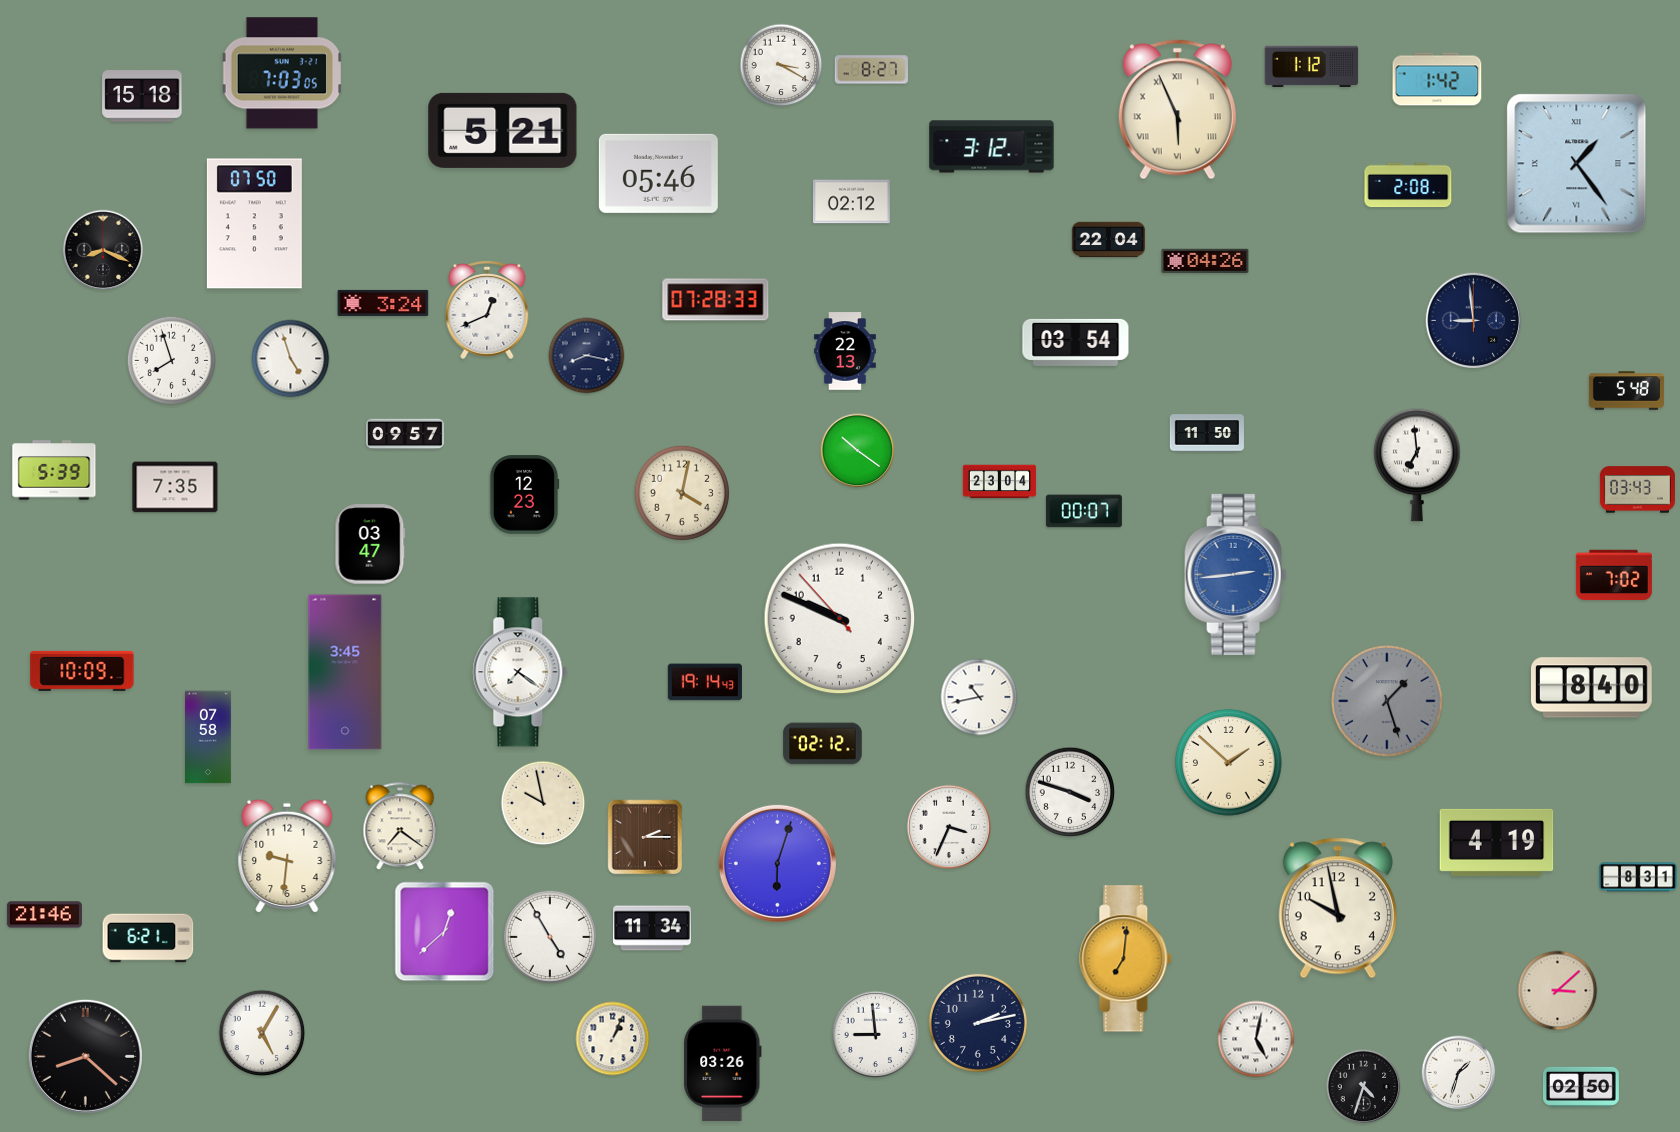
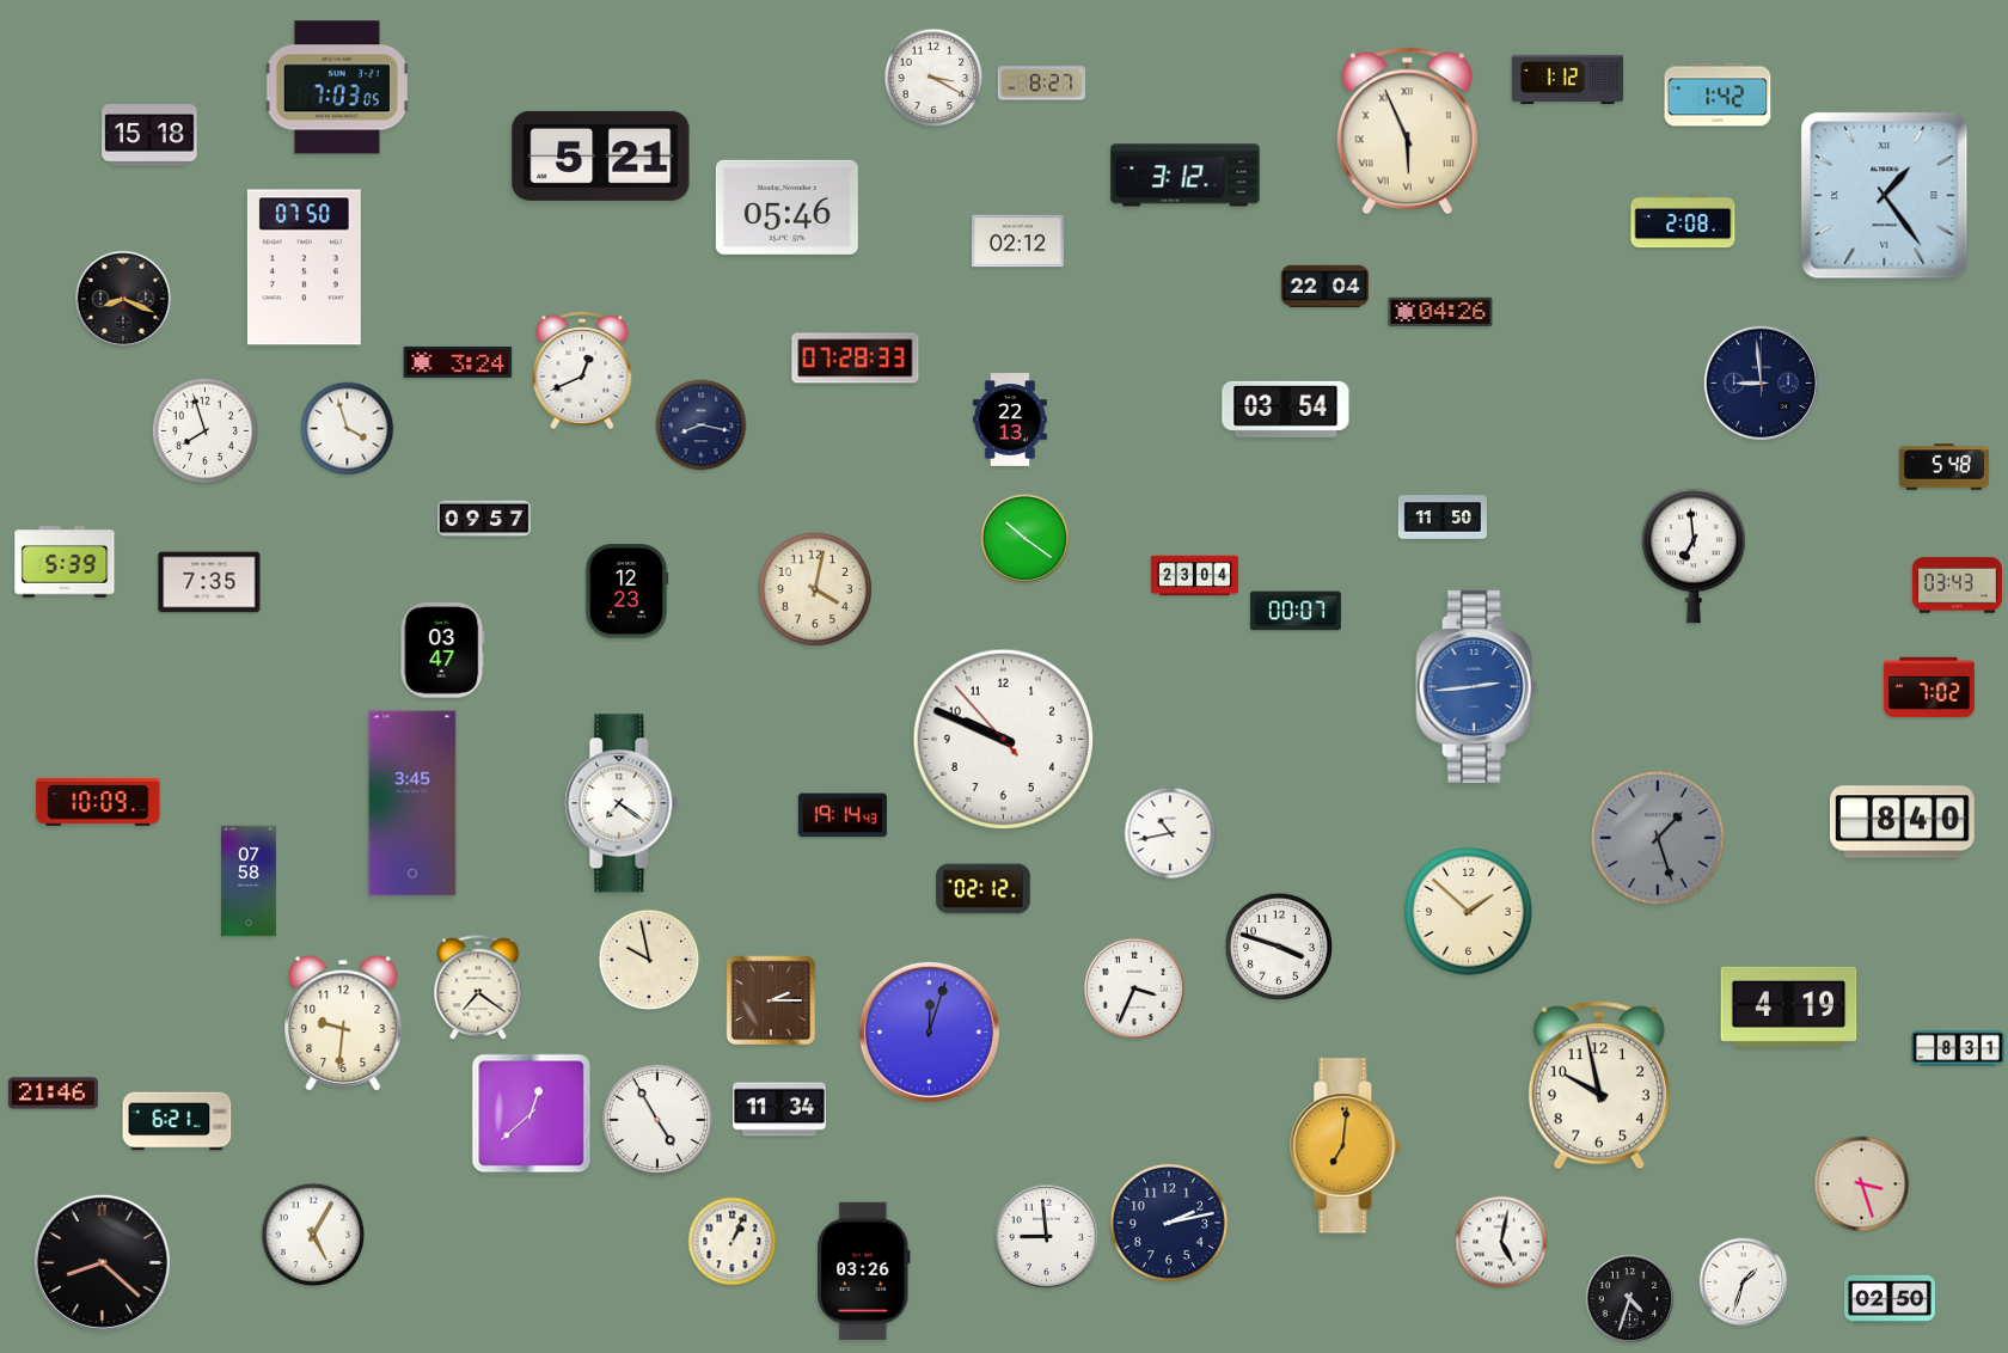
clock at (142, 96) position: (142, 96) -> (149, 135)
clock at (291, 359): 4:57 -> 3:57
clock at (777, 863): 6:03 -> 12:03
clock at (1558, 991): 3:08 -> 3:27
